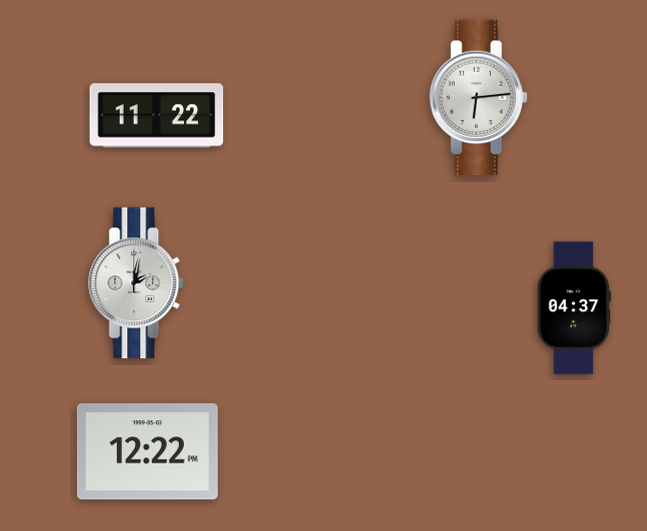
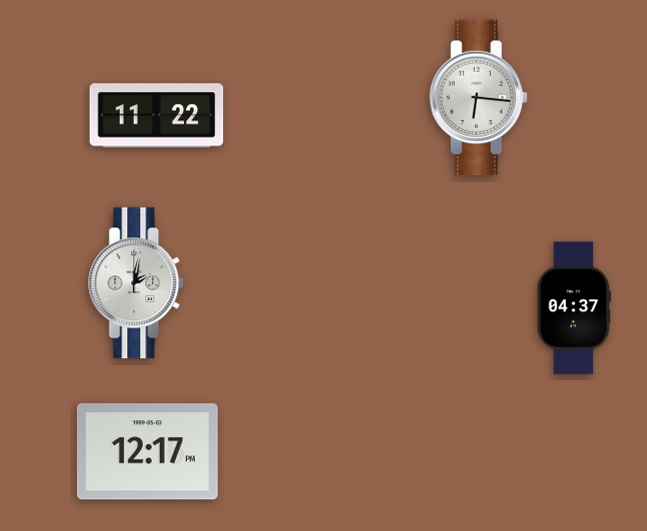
clock at (478, 98): 6:14 -> 6:16
clock at (147, 452): 12:22 -> 12:17
